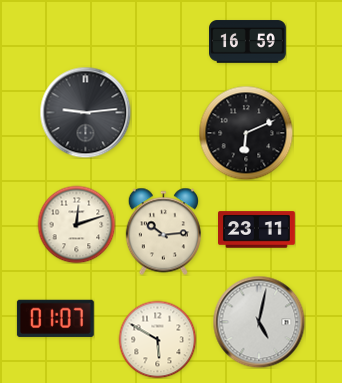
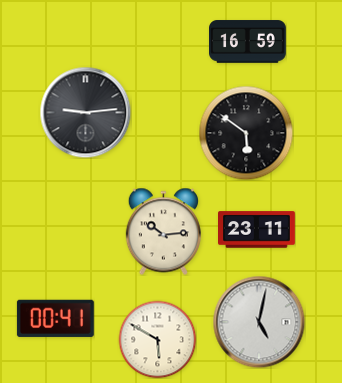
clock at (246, 133): 6:11 -> 5:51
clock at (76, 224): 12:12 -> none
clock at (55, 318): 01:07 -> 00:41
